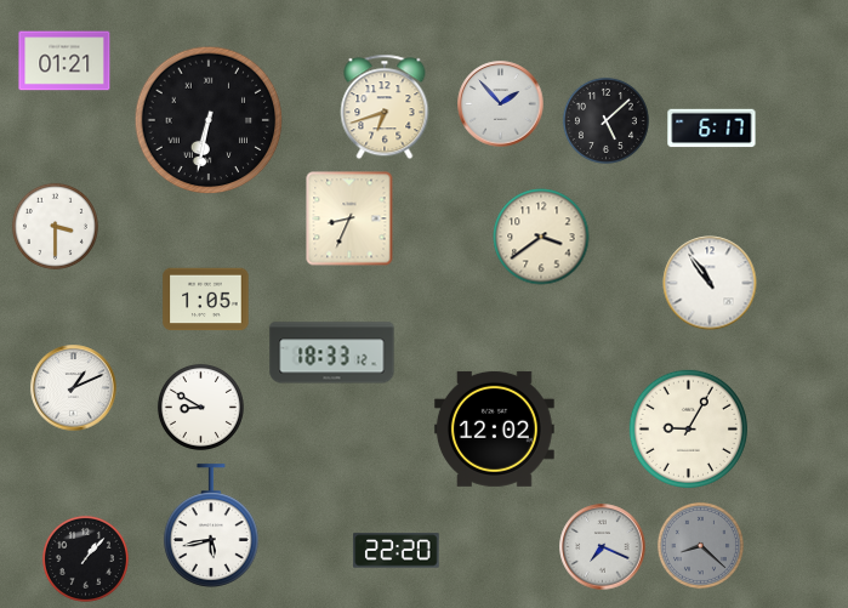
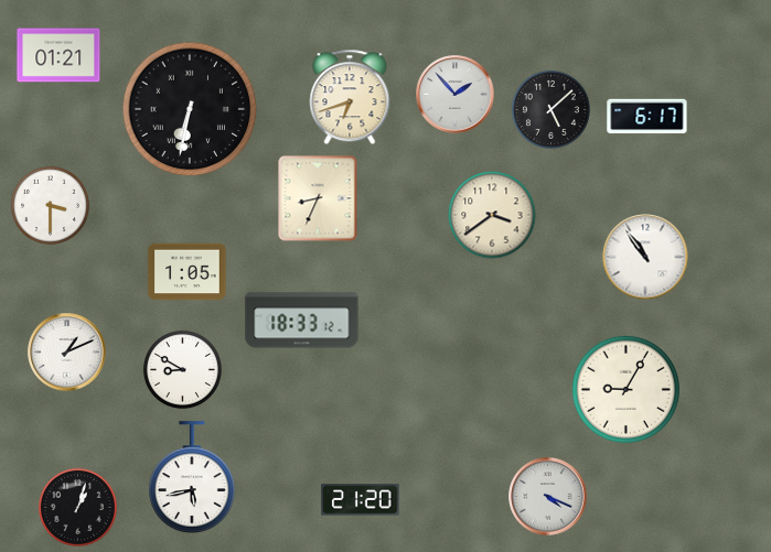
clock at (494, 428): 12:02 -> none
clock at (700, 545): 8:22 -> none
clock at (603, 547): 7:19 -> 4:19
clock at (397, 551): 22:20 -> 21:20
clock at (85, 558): 1:07 -> 1:03
